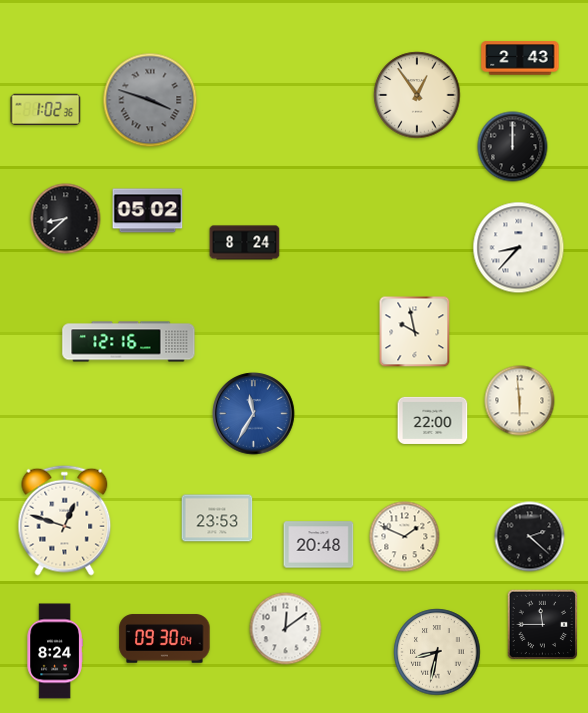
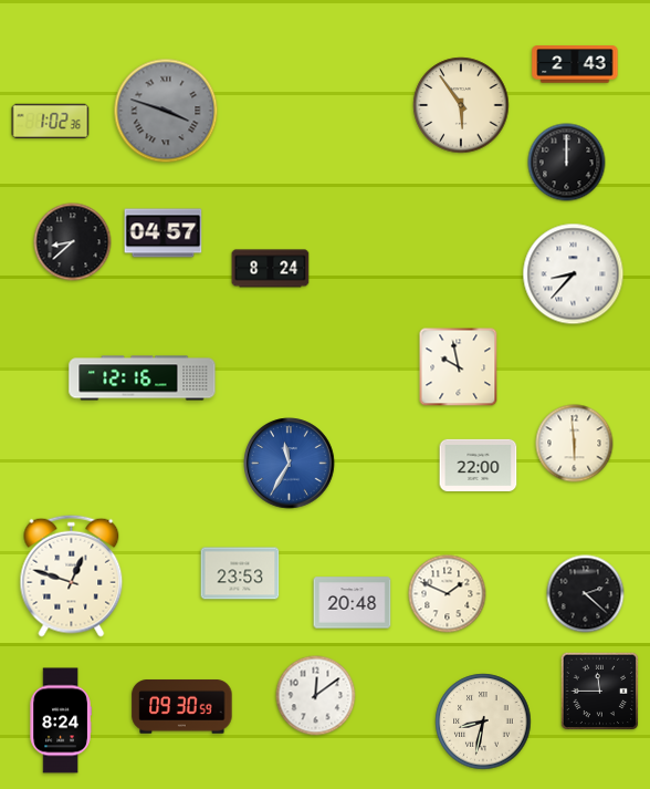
clock at (417, 95): 12:54 -> 5:54
clock at (148, 211): 05:02 -> 04:57
clock at (254, 414) position: (254, 414) -> (290, 464)
clock at (165, 639): 09:30:04 -> 09:30:59
